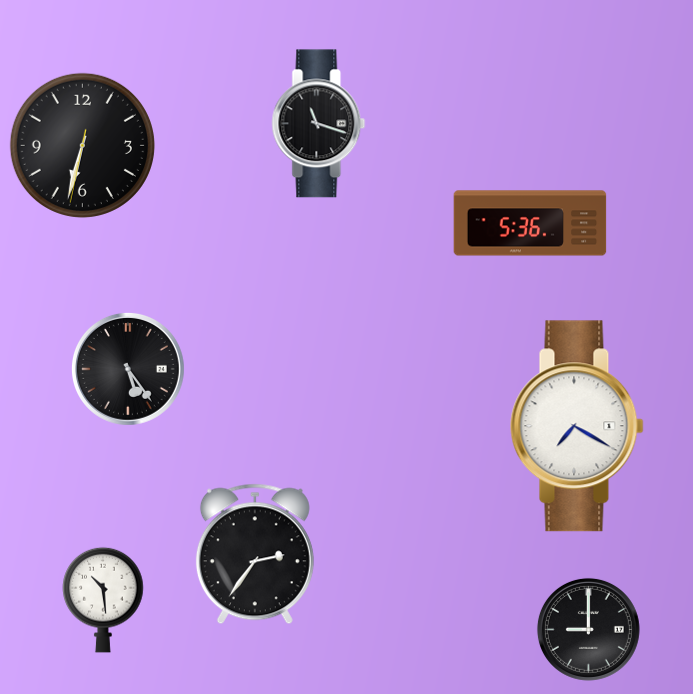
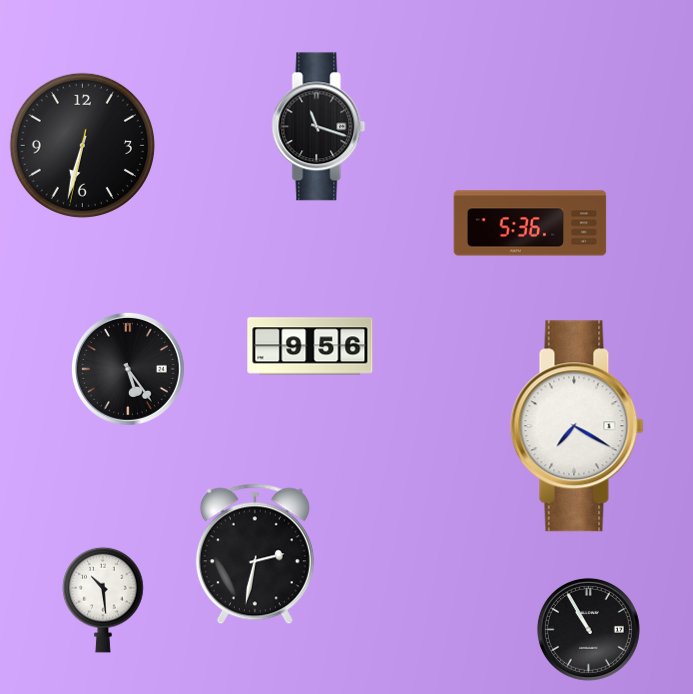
clock at (319, 124) position: (319, 124) -> (319, 127)
clock at (310, 346): none -> 9:56
clock at (255, 554): 2:36 -> 2:32
clock at (588, 629): 9:00 -> 10:55
